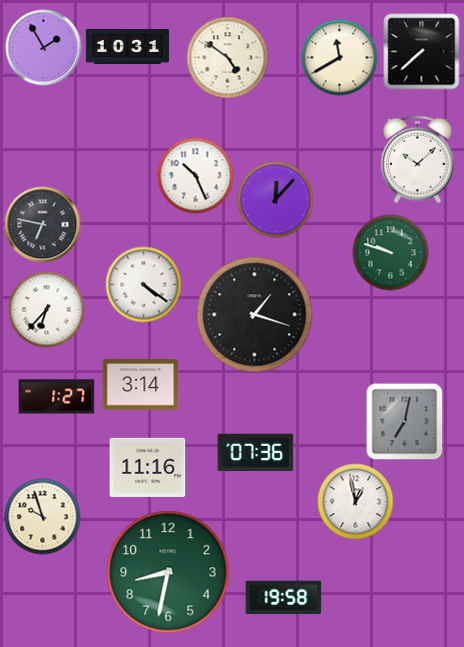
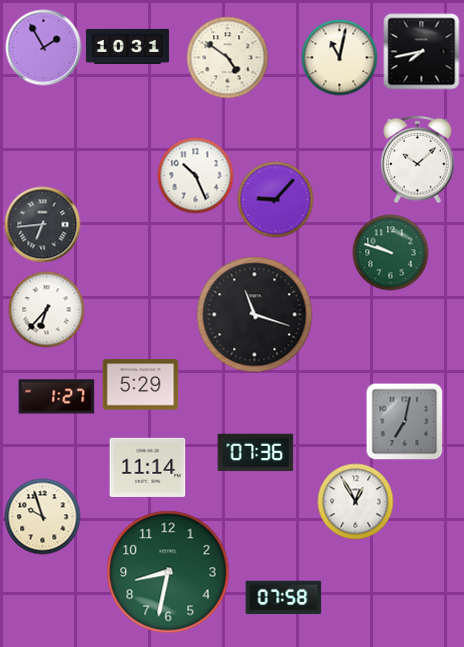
clock at (422, 52): 7:38 -> 7:43
clock at (340, 58): 11:40 -> 11:02
clock at (276, 200): 12:07 -> 9:07
clock at (43, 225): 6:47 -> 6:44
clock at (144, 285): 4:21 -> none
clock at (255, 315): 1:18 -> 11:18
clock at (141, 385): 3:14 -> 5:29
clock at (148, 467): 11:16 -> 11:14
clock at (356, 502): 12:58 -> 12:55
clock at (284, 598): 19:58 -> 07:58
